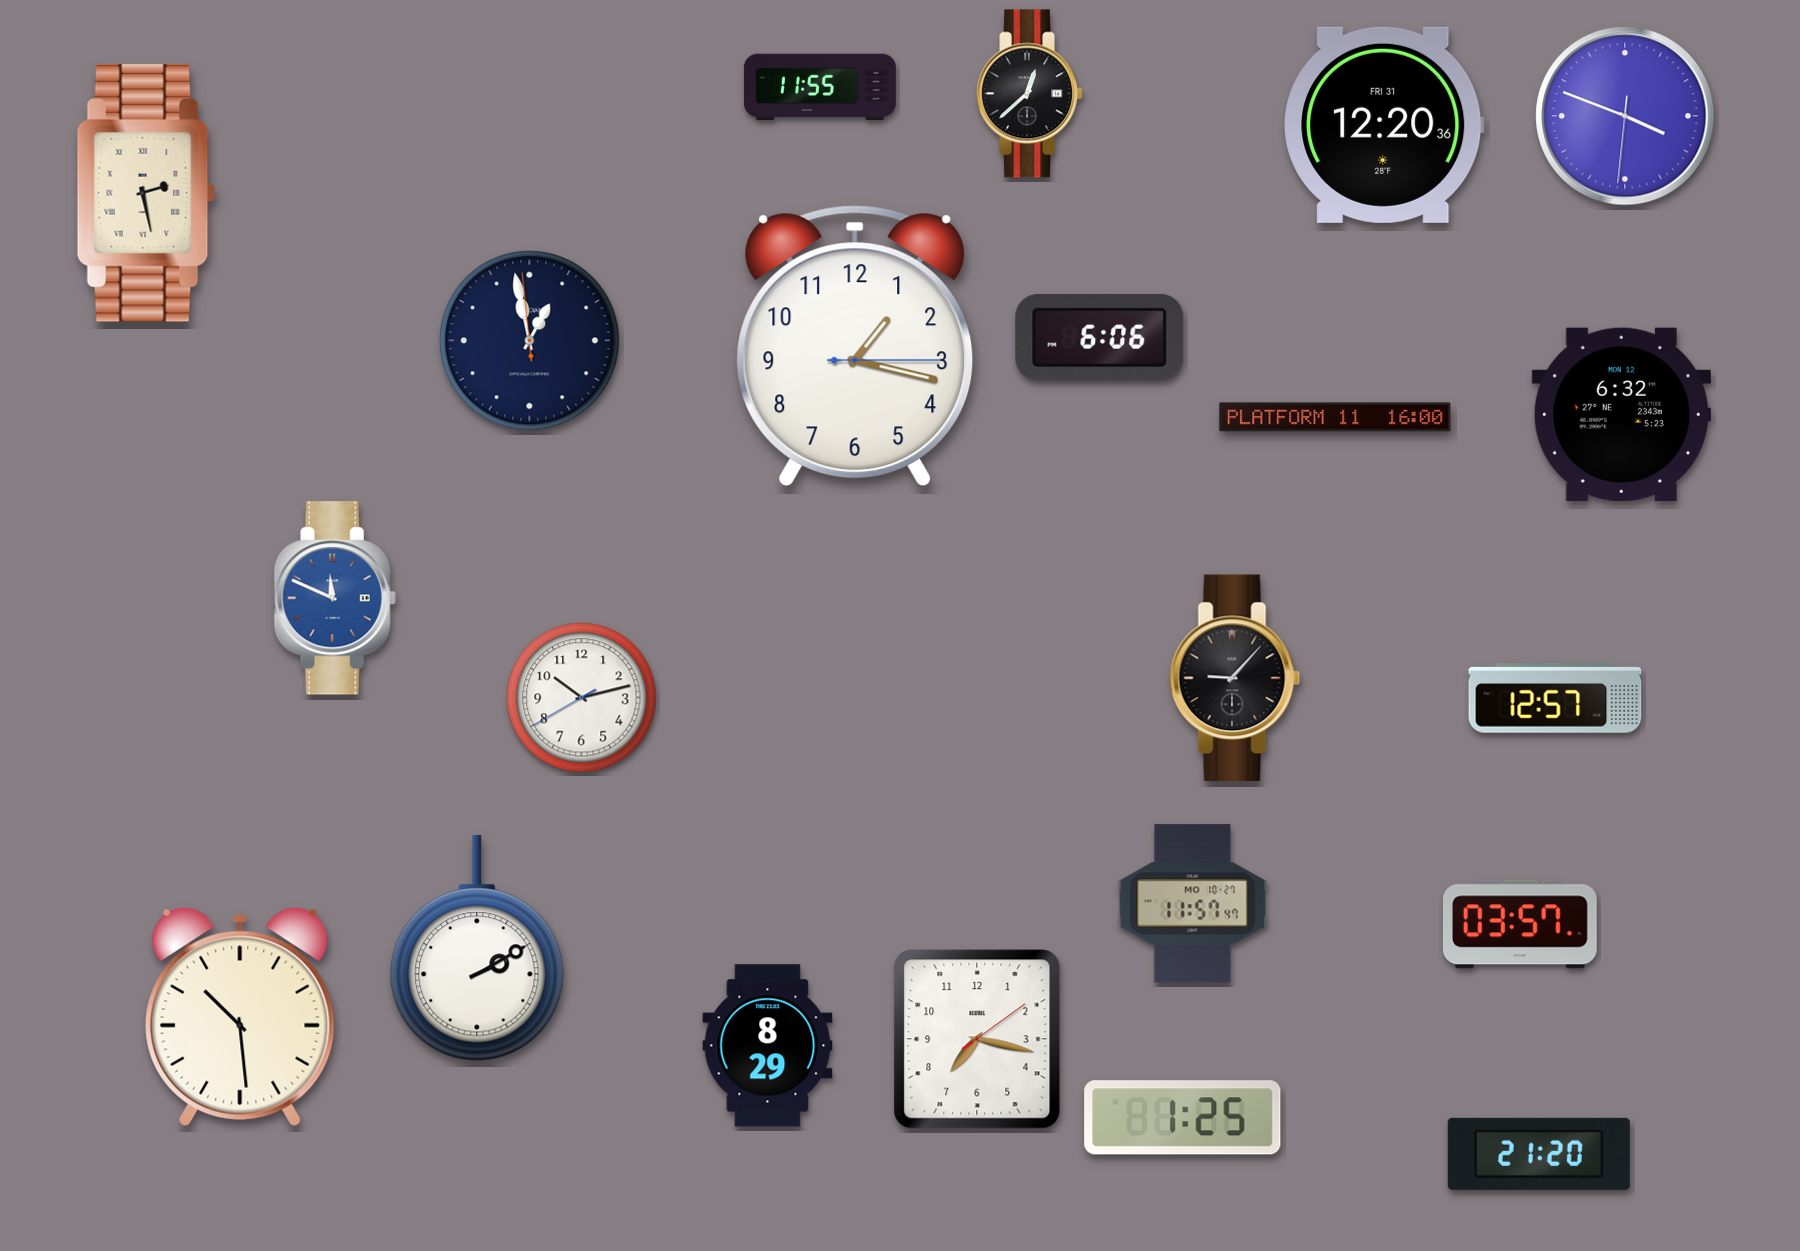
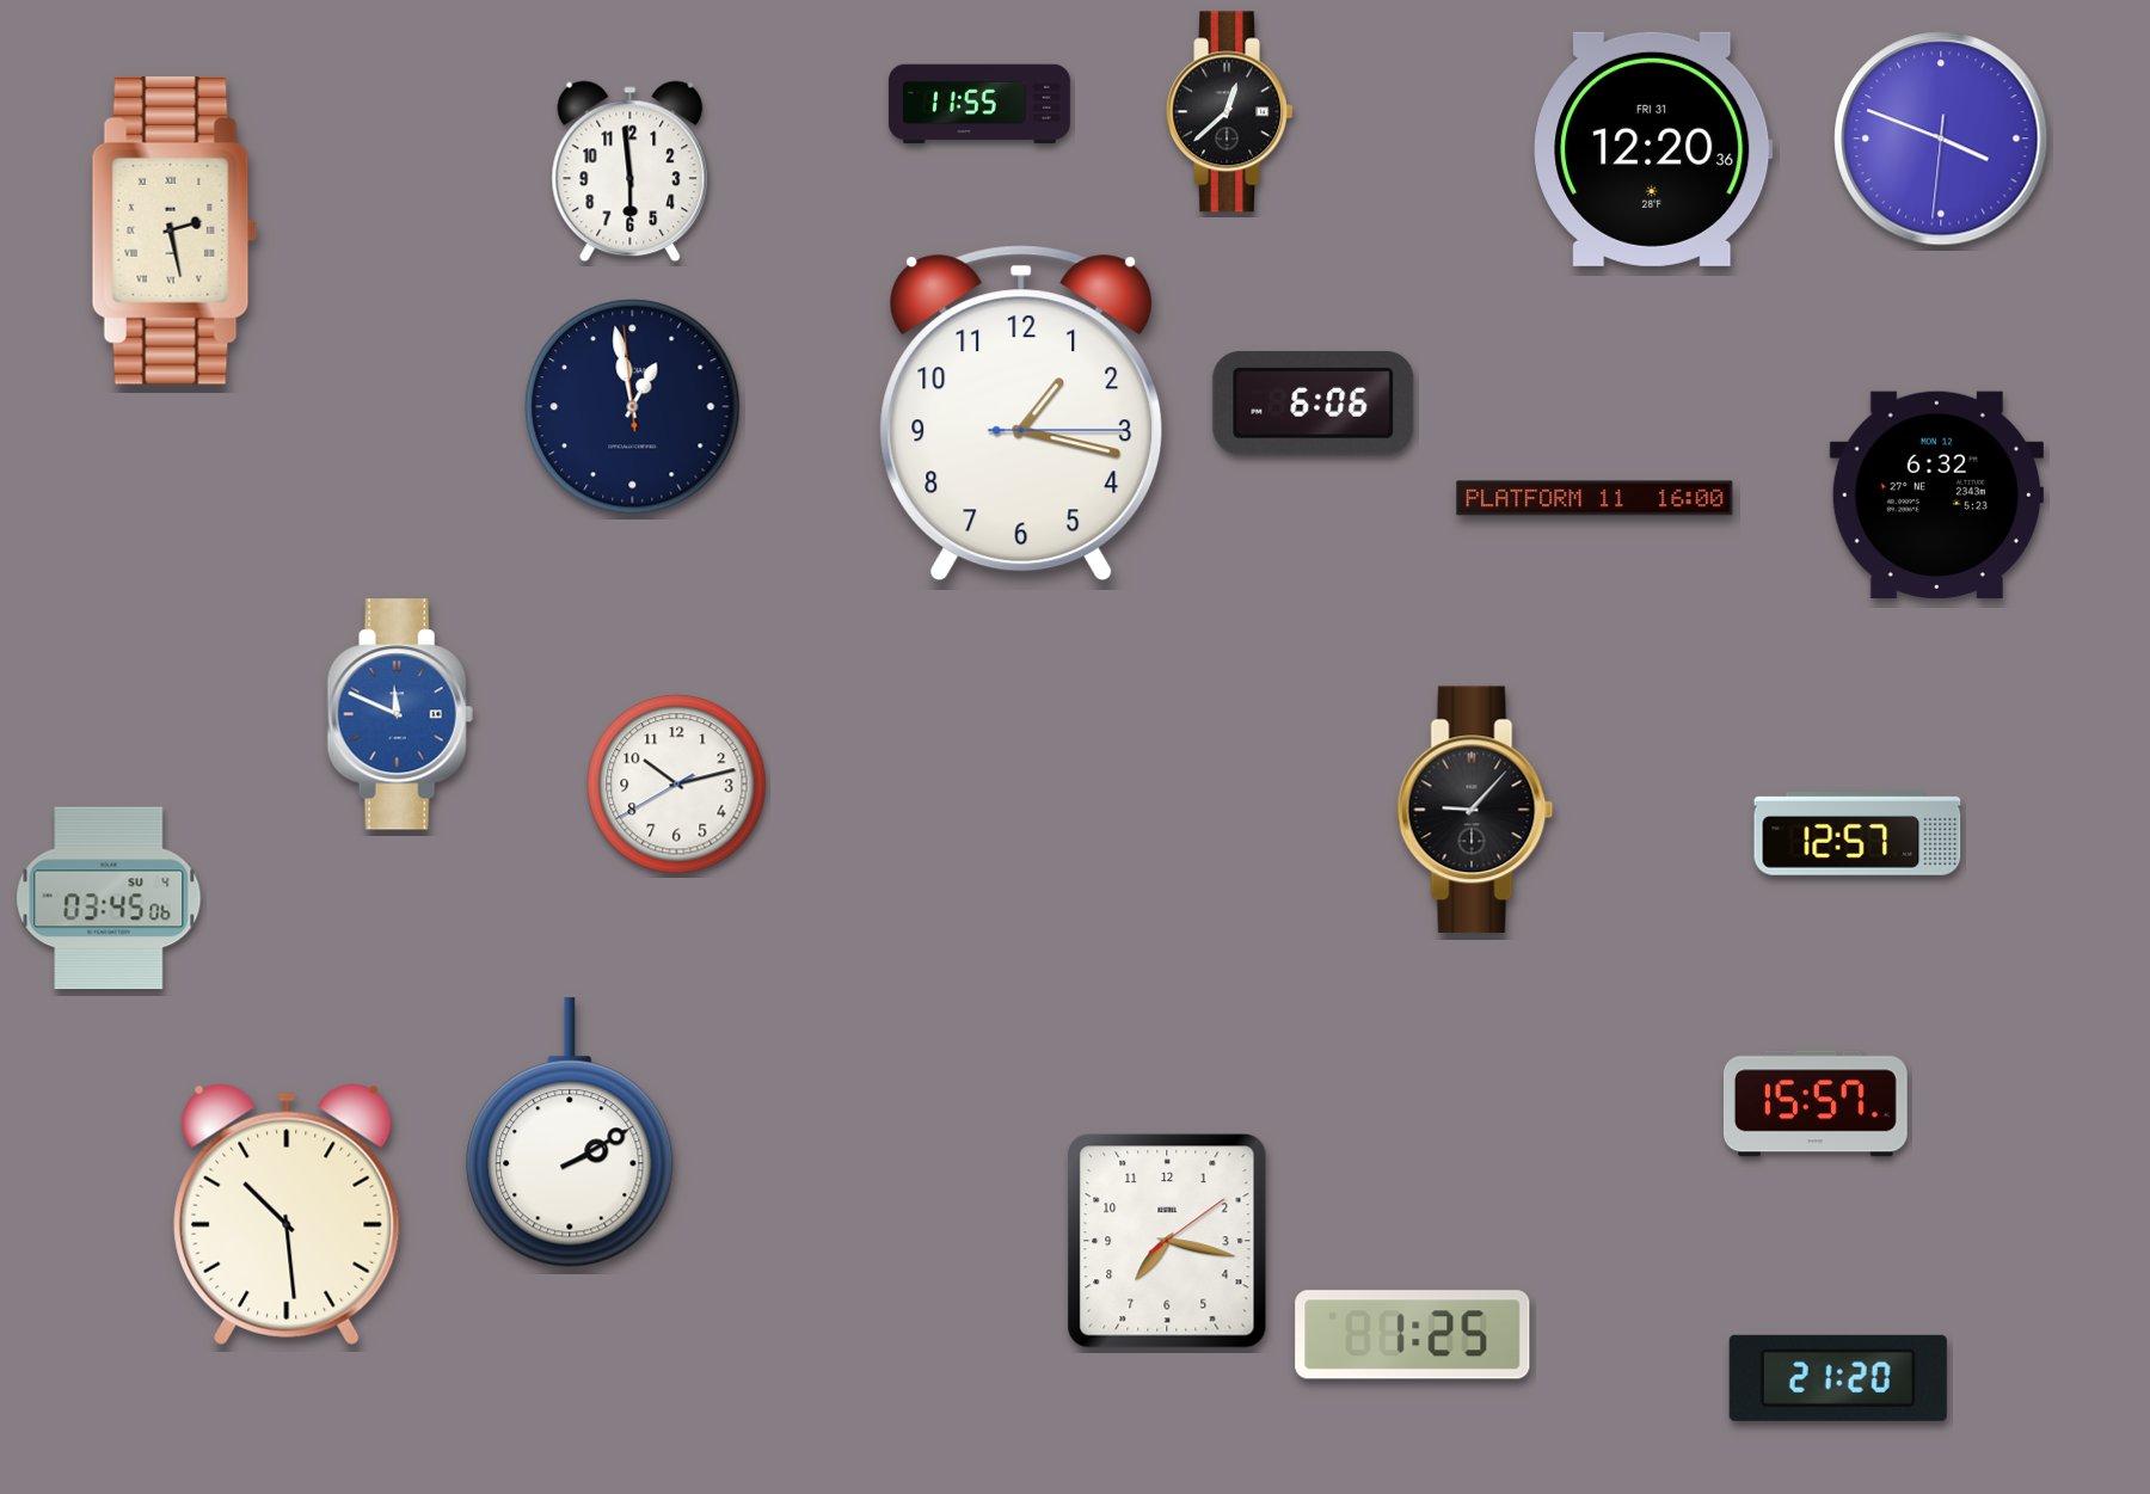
clock at (631, 172): none -> 5:59
clock at (582, 698) position: (582, 698) -> (677, 785)
clock at (109, 898): none -> 03:45
clock at (1193, 904): 11:57 -> none
clock at (1520, 924): 03:57 -> 15:57
clock at (768, 1046): 8:29 -> none
